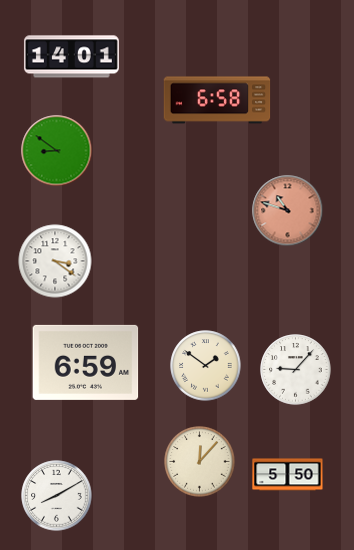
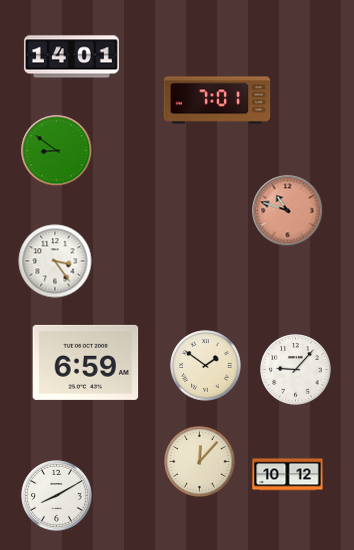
clock at (217, 100): 6:58 -> 7:01
clock at (55, 261): 3:21 -> 3:24
clock at (288, 475): 5:50 -> 10:12
